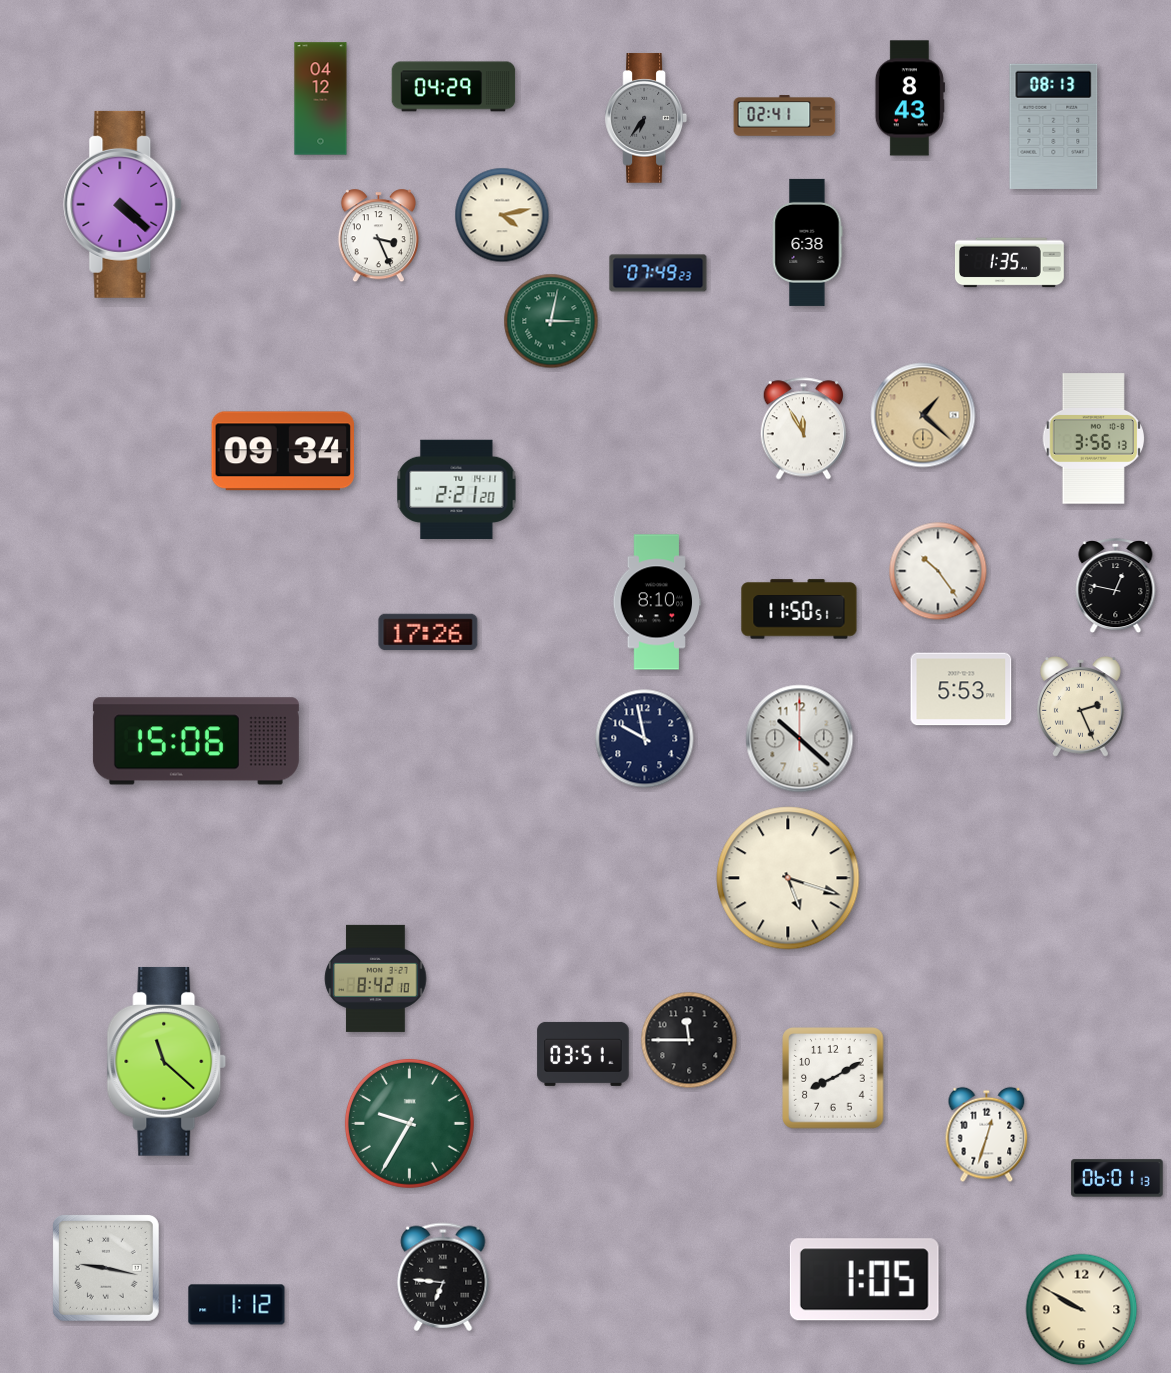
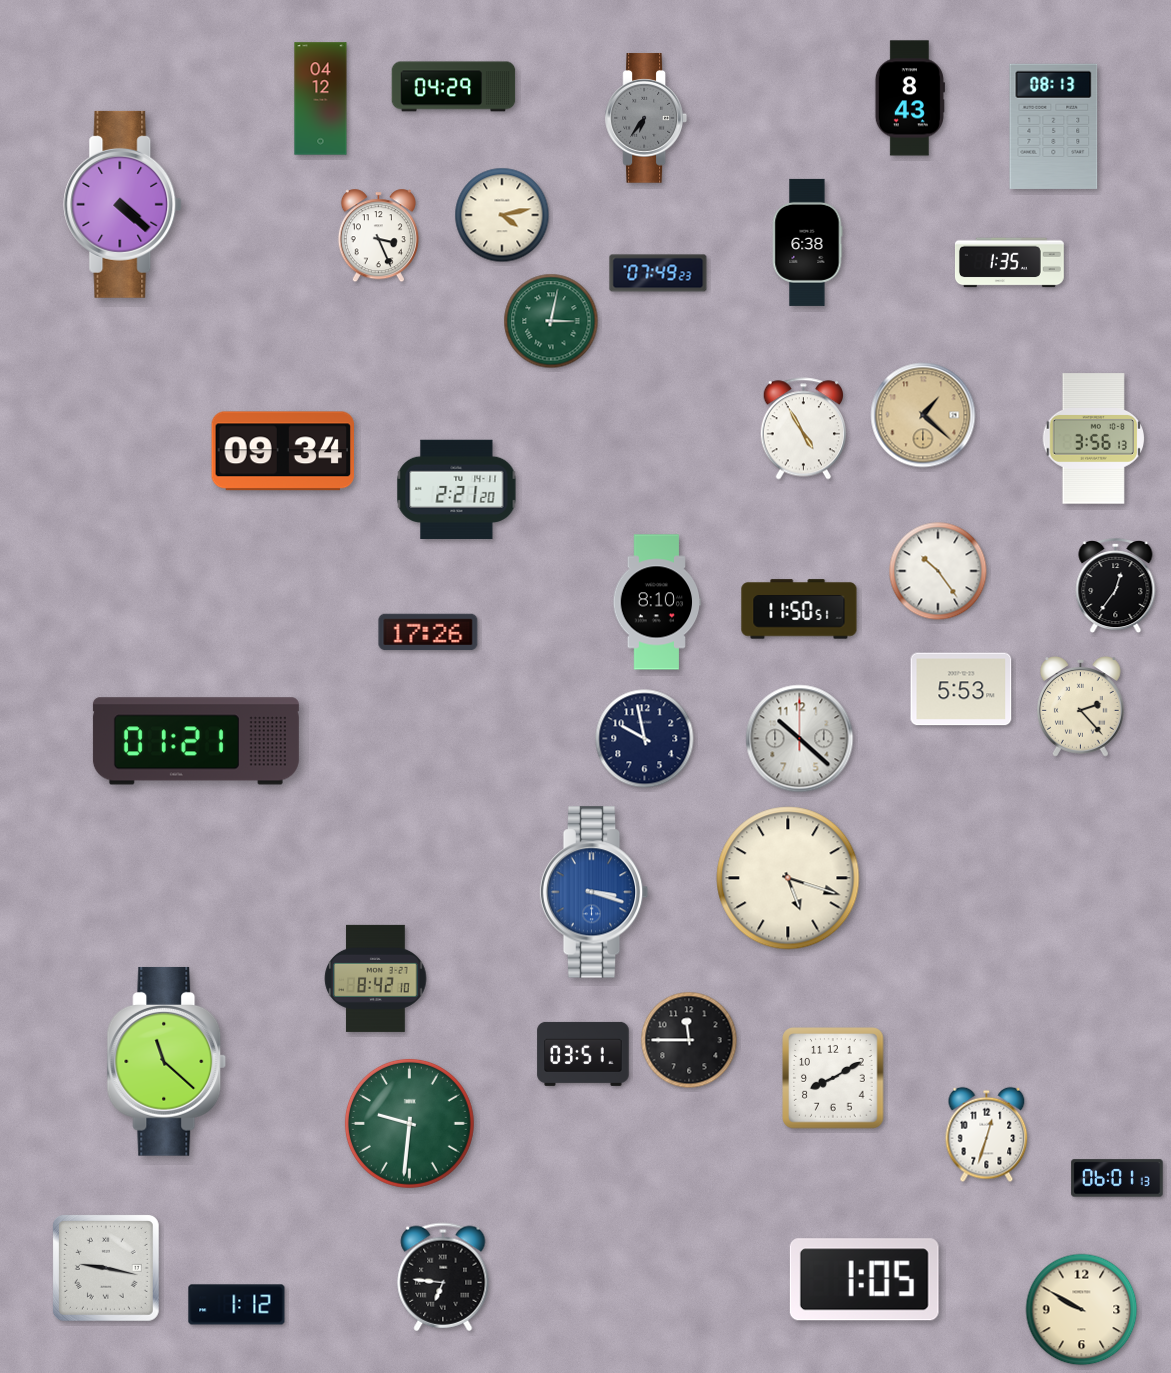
clock at (785, 116): 02:41 -> none
clock at (803, 429): 11:55 -> 4:55
clock at (1116, 586): 12:47 -> 12:36
clock at (1081, 707): 2:26 -> 2:23
clock at (196, 741): 15:06 -> 01:21
clock at (594, 892): none -> 3:18
clock at (409, 1123): 9:35 -> 9:31
